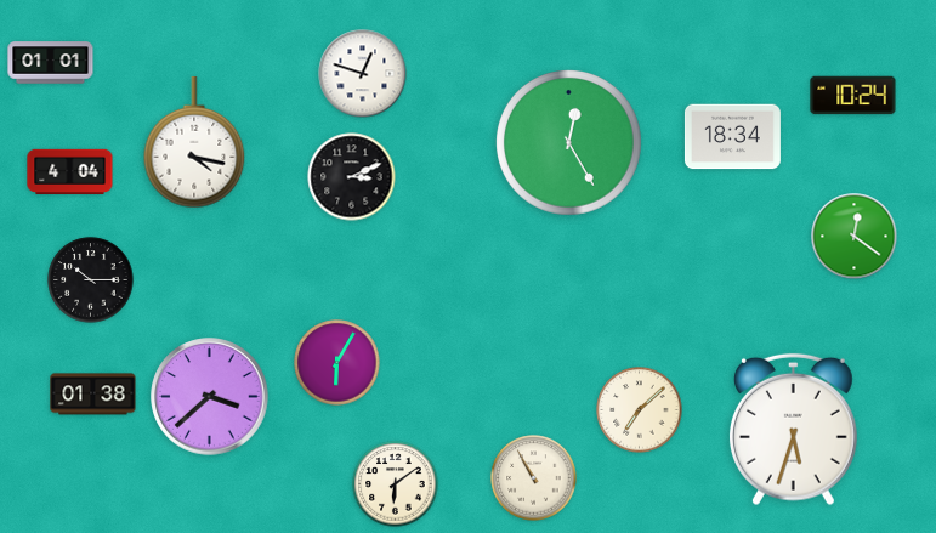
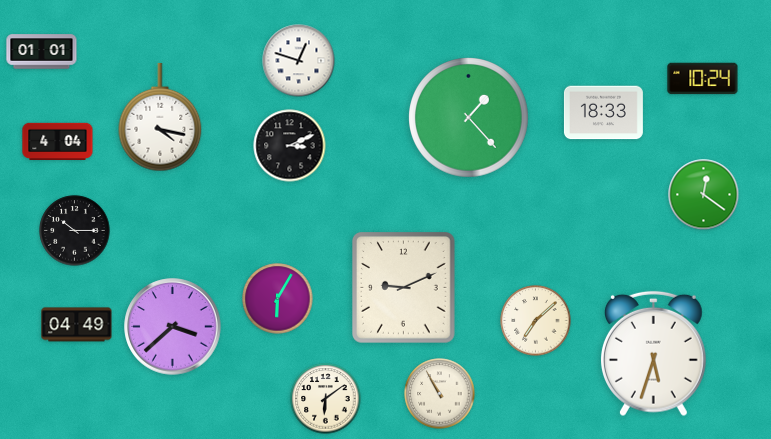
clock at (732, 137): 18:34 -> 18:33
clock at (569, 143): 12:25 -> 1:23
clock at (404, 288): none -> 9:11
clock at (93, 395): 01:38 -> 04:49
clock at (640, 410) position: (640, 410) -> (536, 321)
